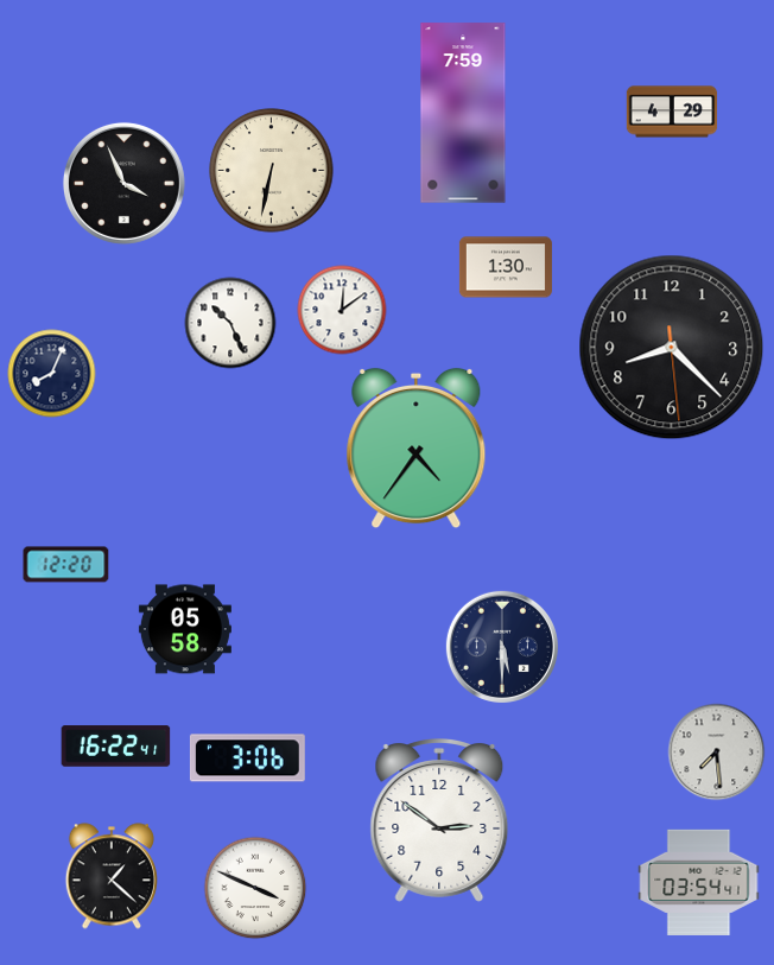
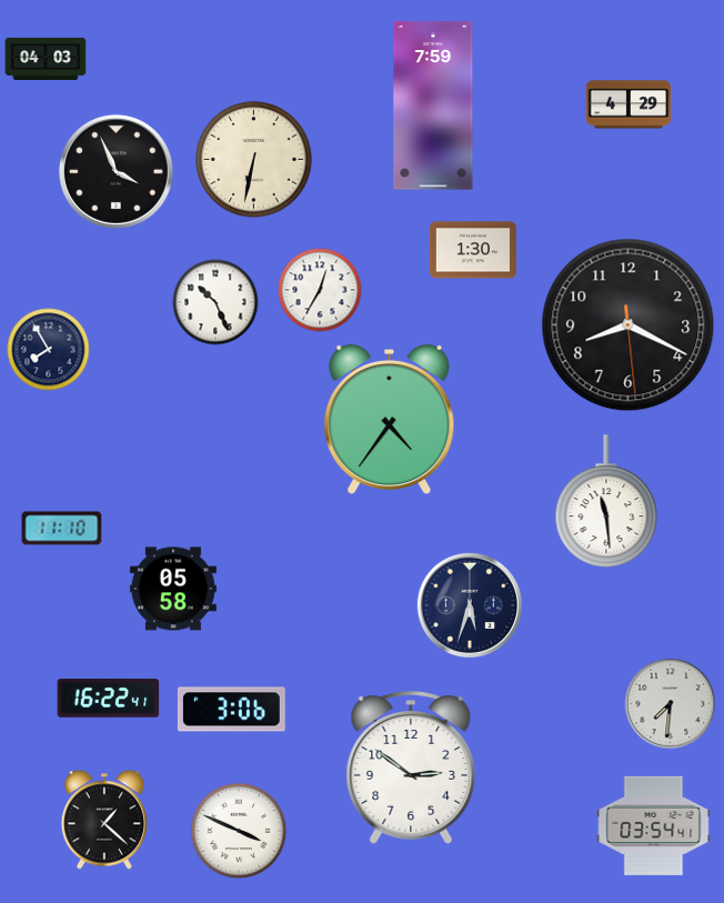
clock at (46, 58): none -> 04:03
clock at (342, 310): 12:09 -> 12:35
clock at (672, 348): 8:22 -> 8:19
clock at (52, 374): 8:04 -> 7:55
clock at (606, 501): none -> 11:29
clock at (66, 565): 12:20 -> 11:10
clock at (502, 647): 5:30 -> 5:33
clock at (717, 753): 7:29 -> 7:31
